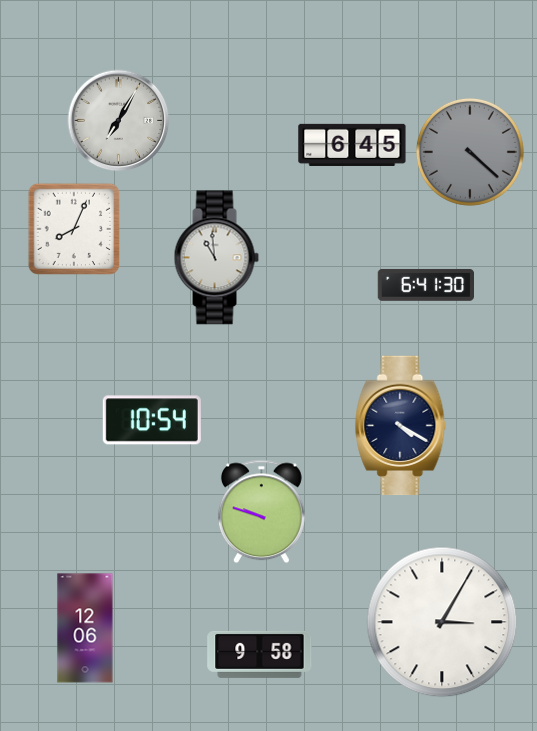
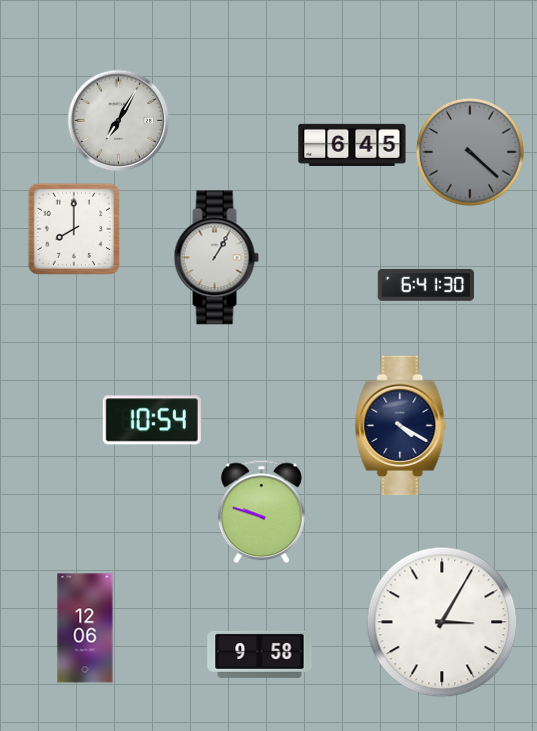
clock at (74, 229): 8:04 -> 8:00
clock at (216, 258): 10:59 -> 1:05
